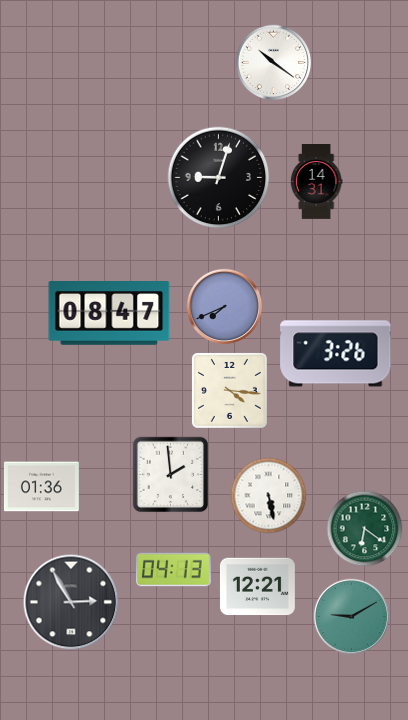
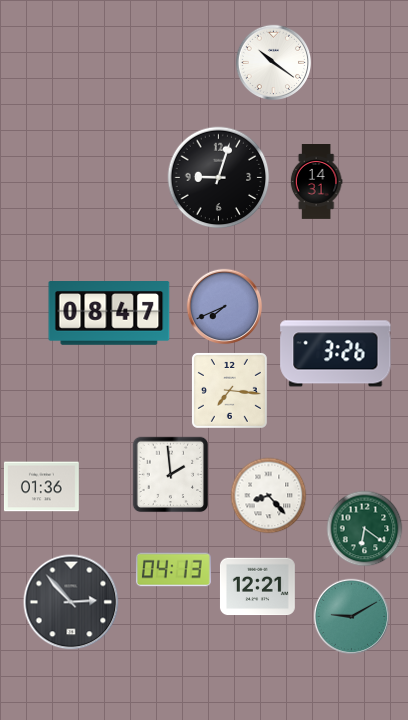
clock at (229, 390): 4:16 -> 7:16
clock at (269, 496): 5:28 -> 8:23
clock at (71, 602): 2:55 -> 2:53
